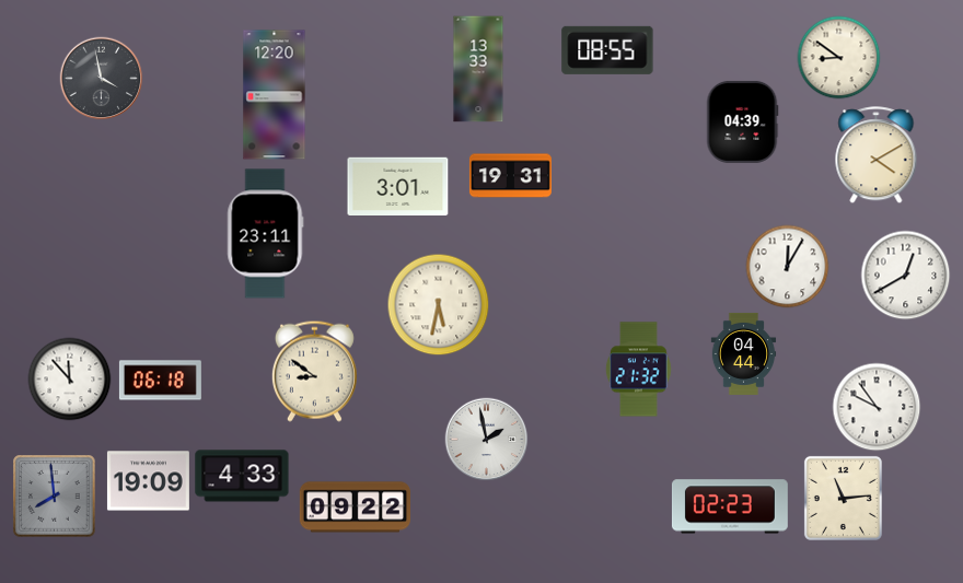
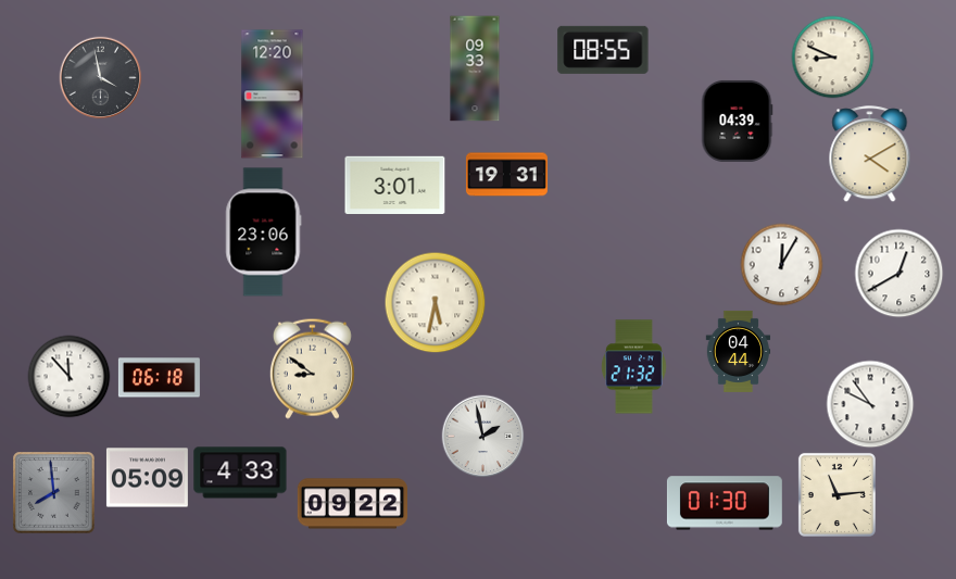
clock at (839, 58): 8:51 -> 8:49
clock at (478, 69): 13:33 -> 09:33
clock at (266, 234): 23:11 -> 23:06
clock at (148, 481): 19:09 -> 05:09
clock at (730, 506): 02:23 -> 01:30
